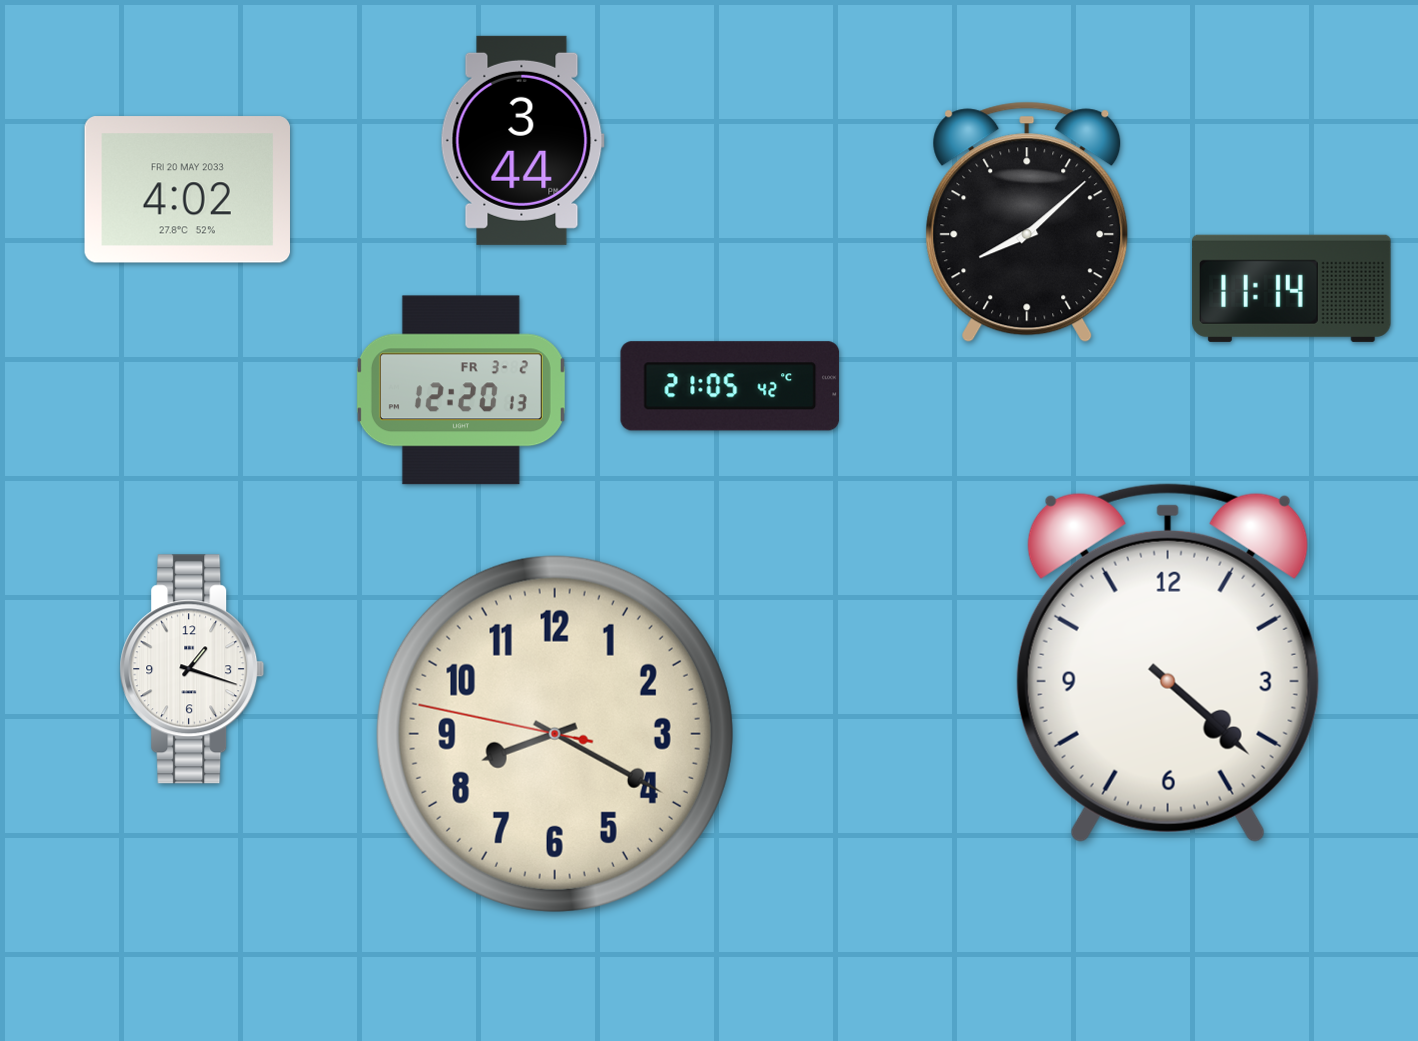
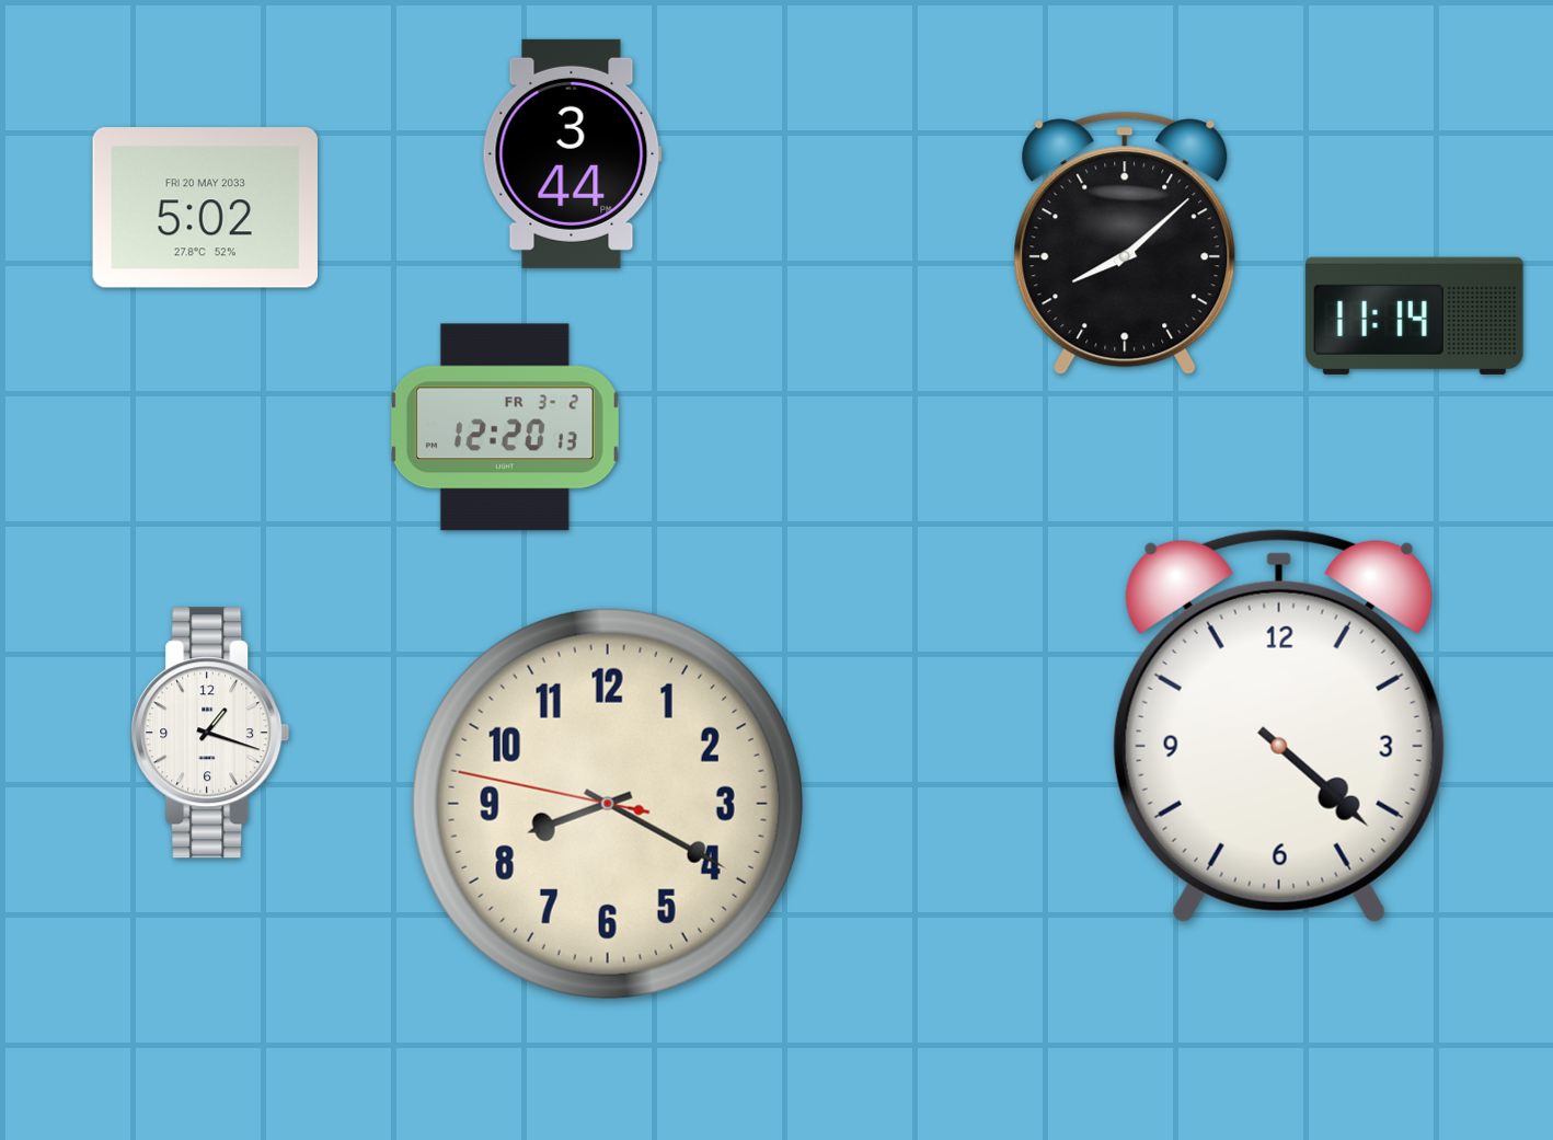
clock at (188, 190): 4:02 -> 5:02
clock at (730, 386): 21:05 -> none
